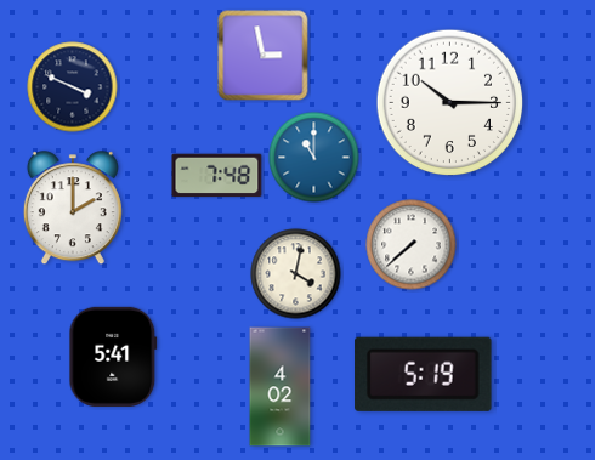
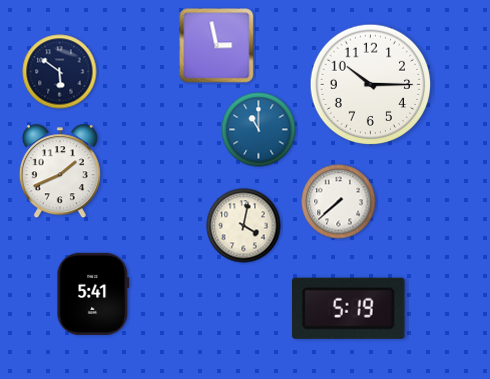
clock at (73, 87): 3:49 -> 5:51
clock at (217, 176): 7:48 -> none
clock at (73, 209): 2:00 -> 1:41
clock at (280, 387): 4:02 -> none
